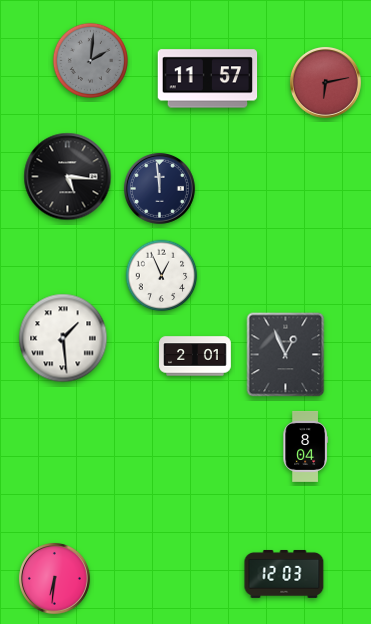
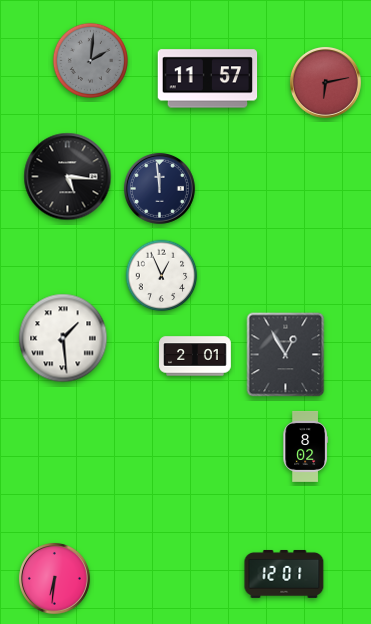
clock at (286, 355): 12:56 -> 12:55
clock at (305, 446): 8:04 -> 8:02
clock at (284, 574): 12:03 -> 12:01
